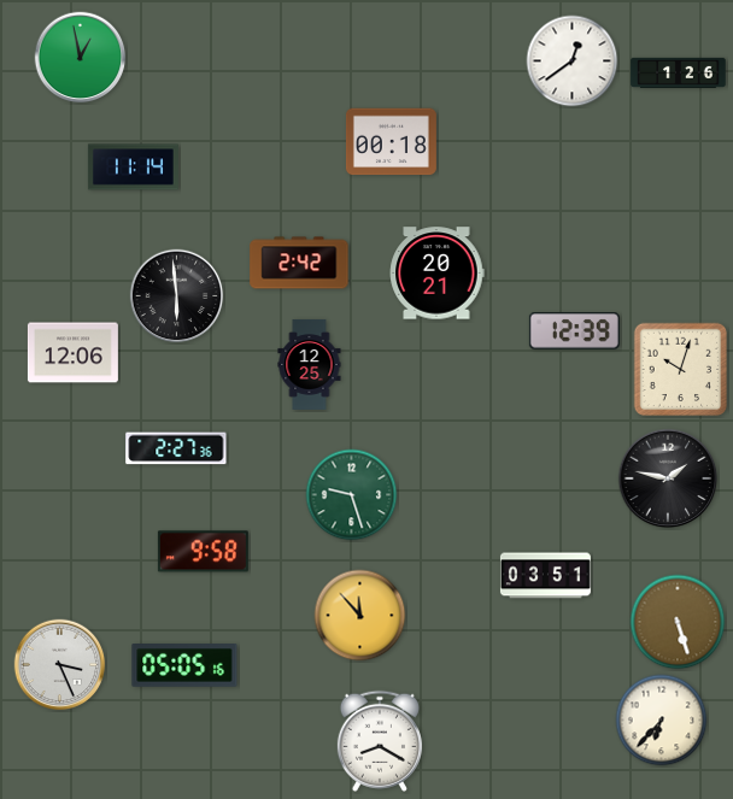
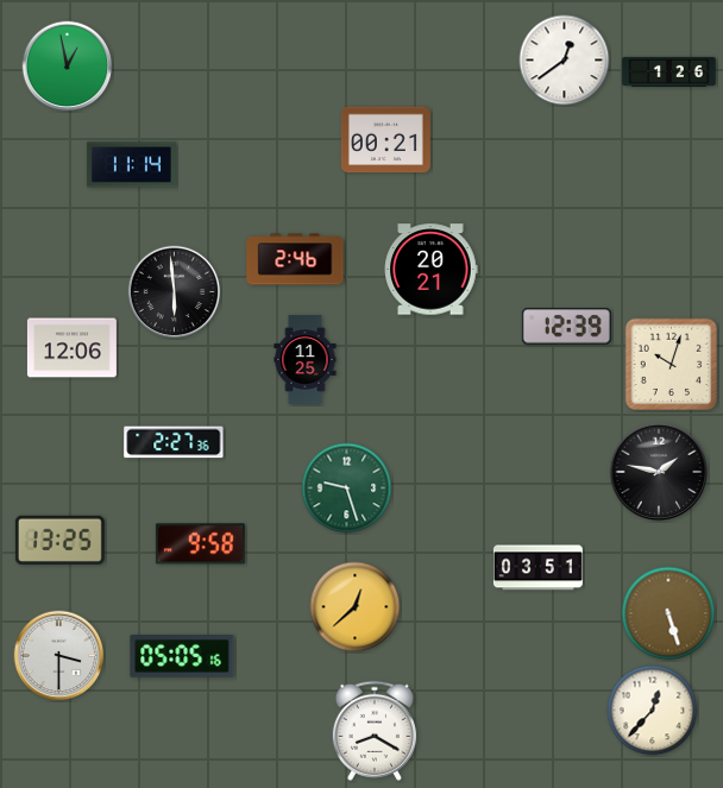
clock at (81, 58) position: (81, 58) -> (68, 67)
clock at (391, 142): 00:18 -> 00:21
clock at (299, 263): 2:42 -> 2:46
clock at (310, 364): 12:25 -> 11:25
clock at (59, 540): none -> 13:25
clock at (360, 616): 11:53 -> 12:38
clock at (60, 665): 3:26 -> 3:30
clock at (662, 721): 6:37 -> 12:37
